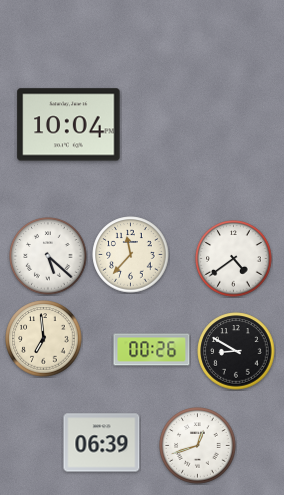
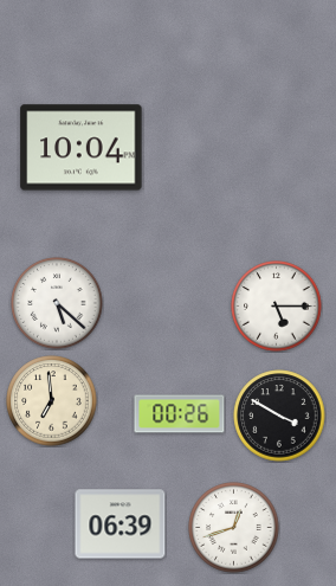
clock at (131, 255): 11:37 -> none
clock at (234, 259): 4:39 -> 5:15
clock at (236, 351): 8:50 -> 3:50
